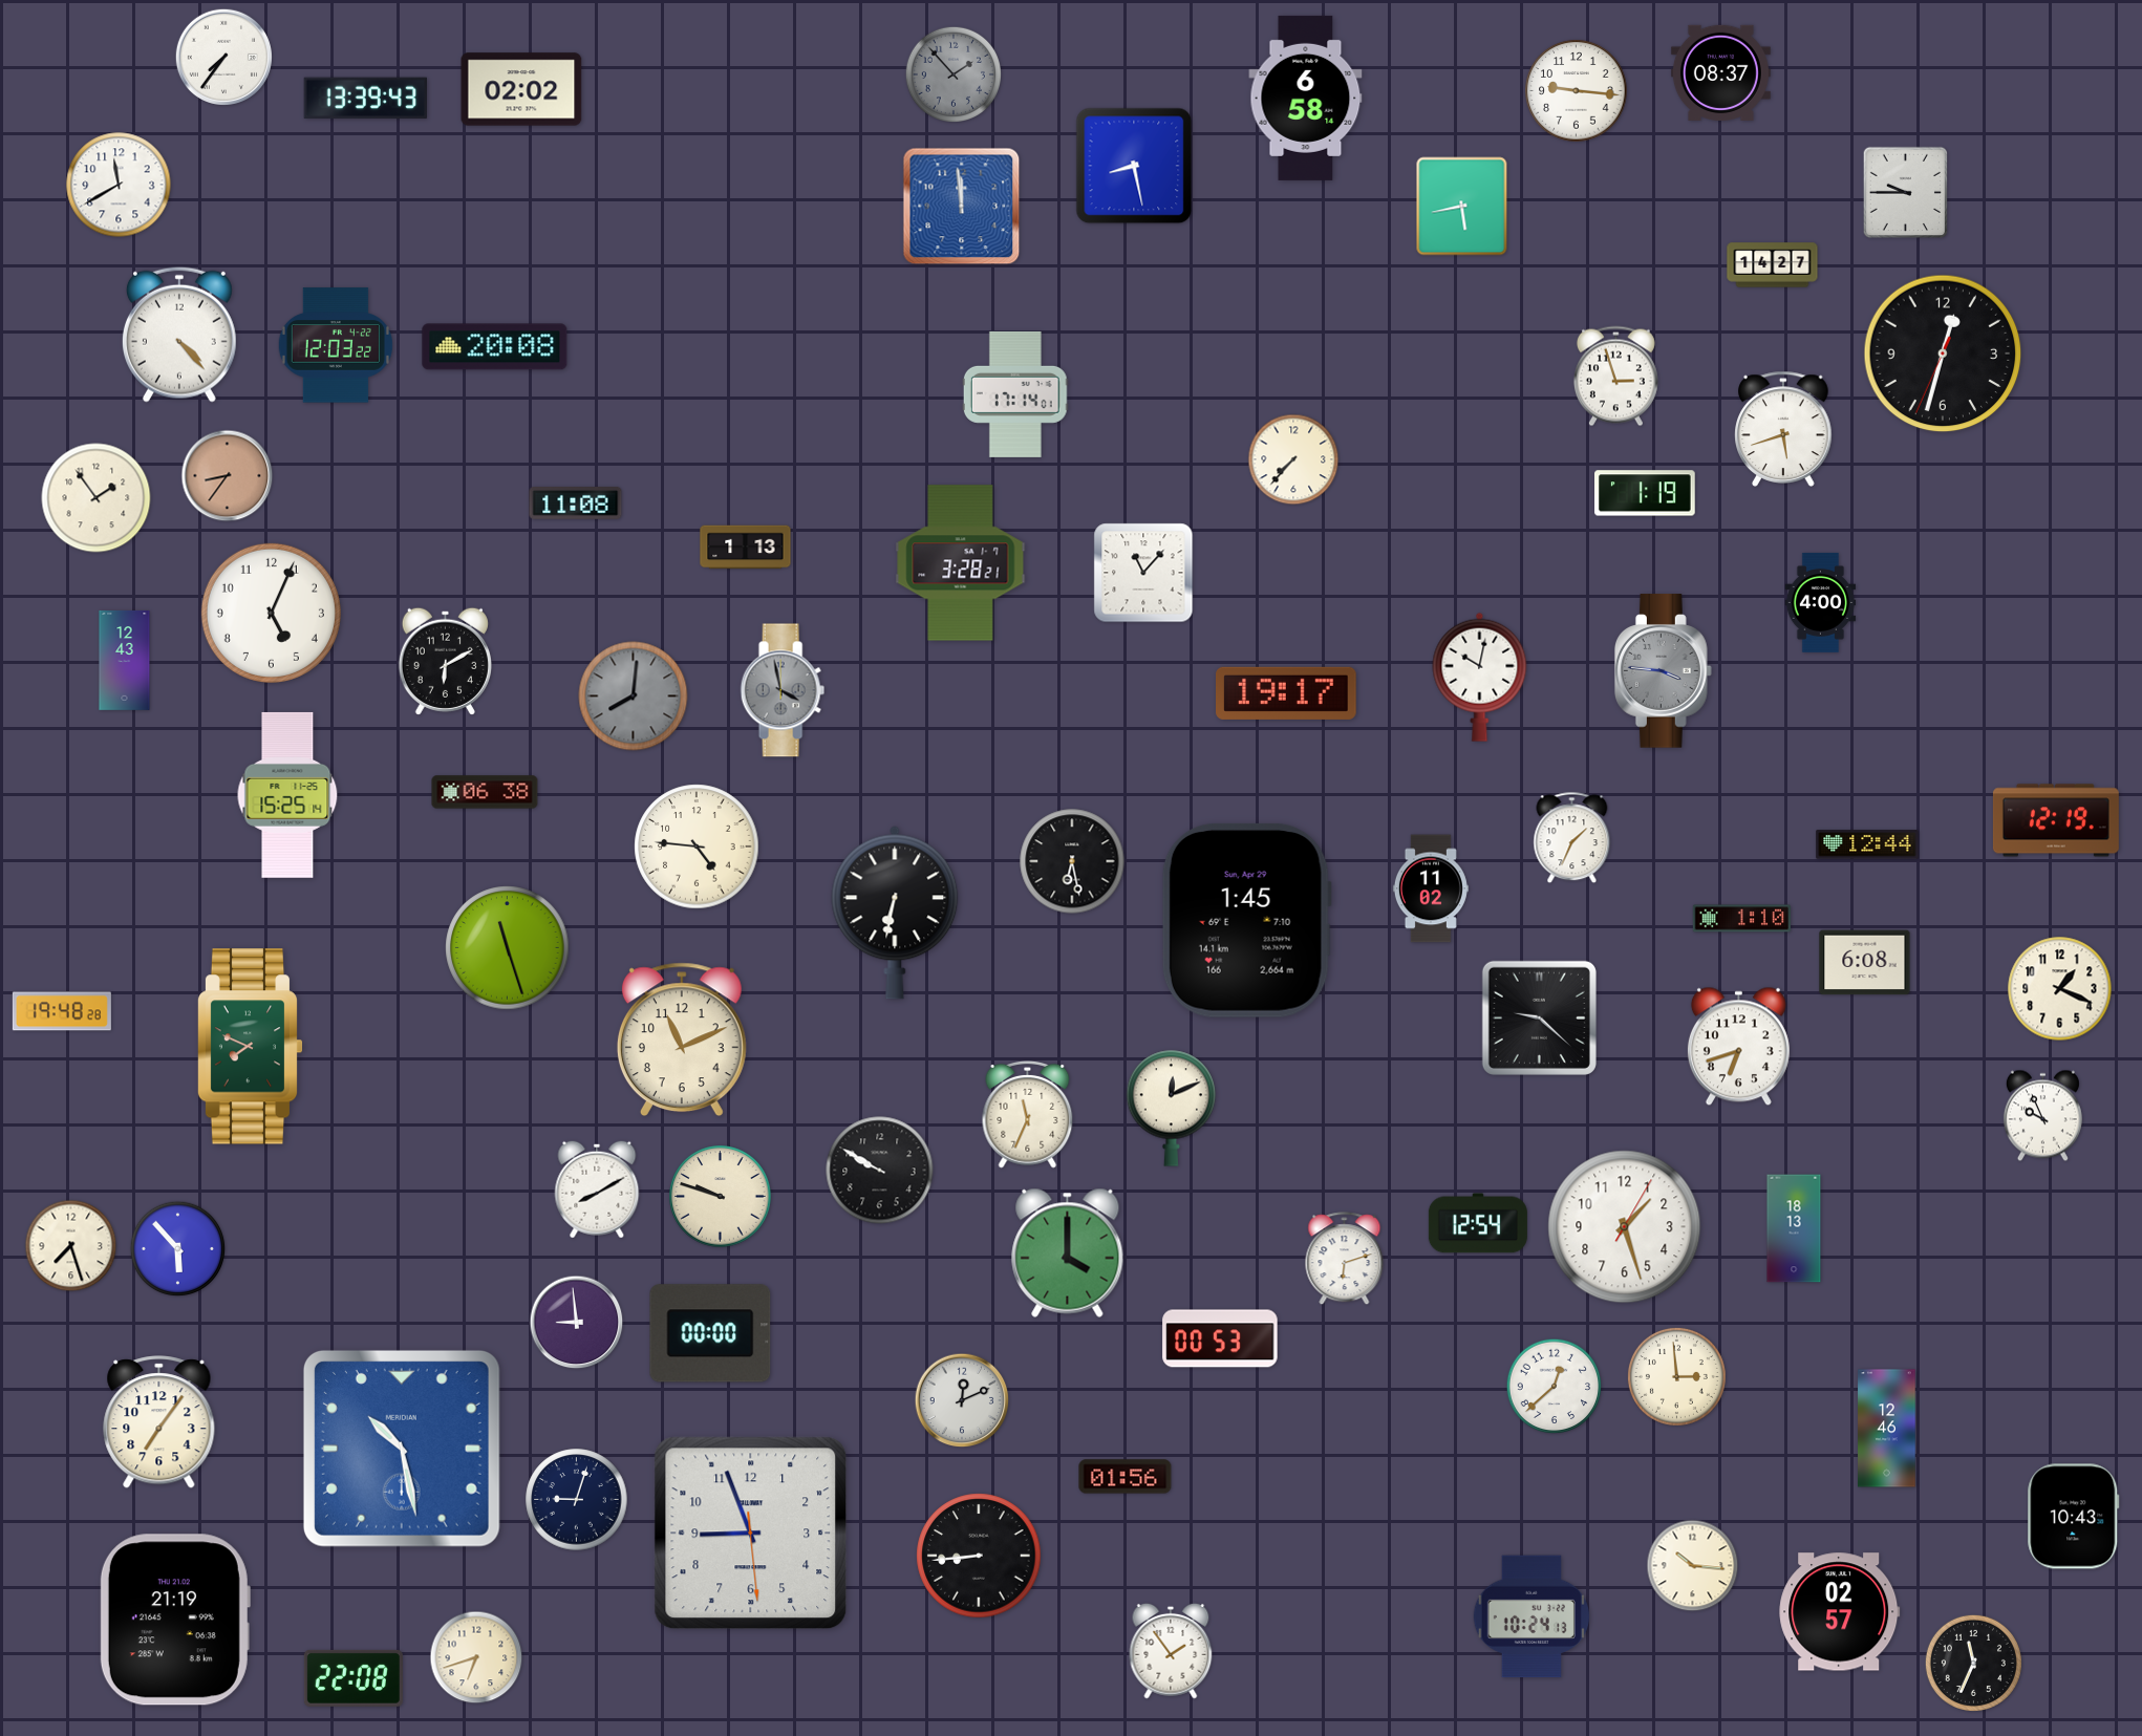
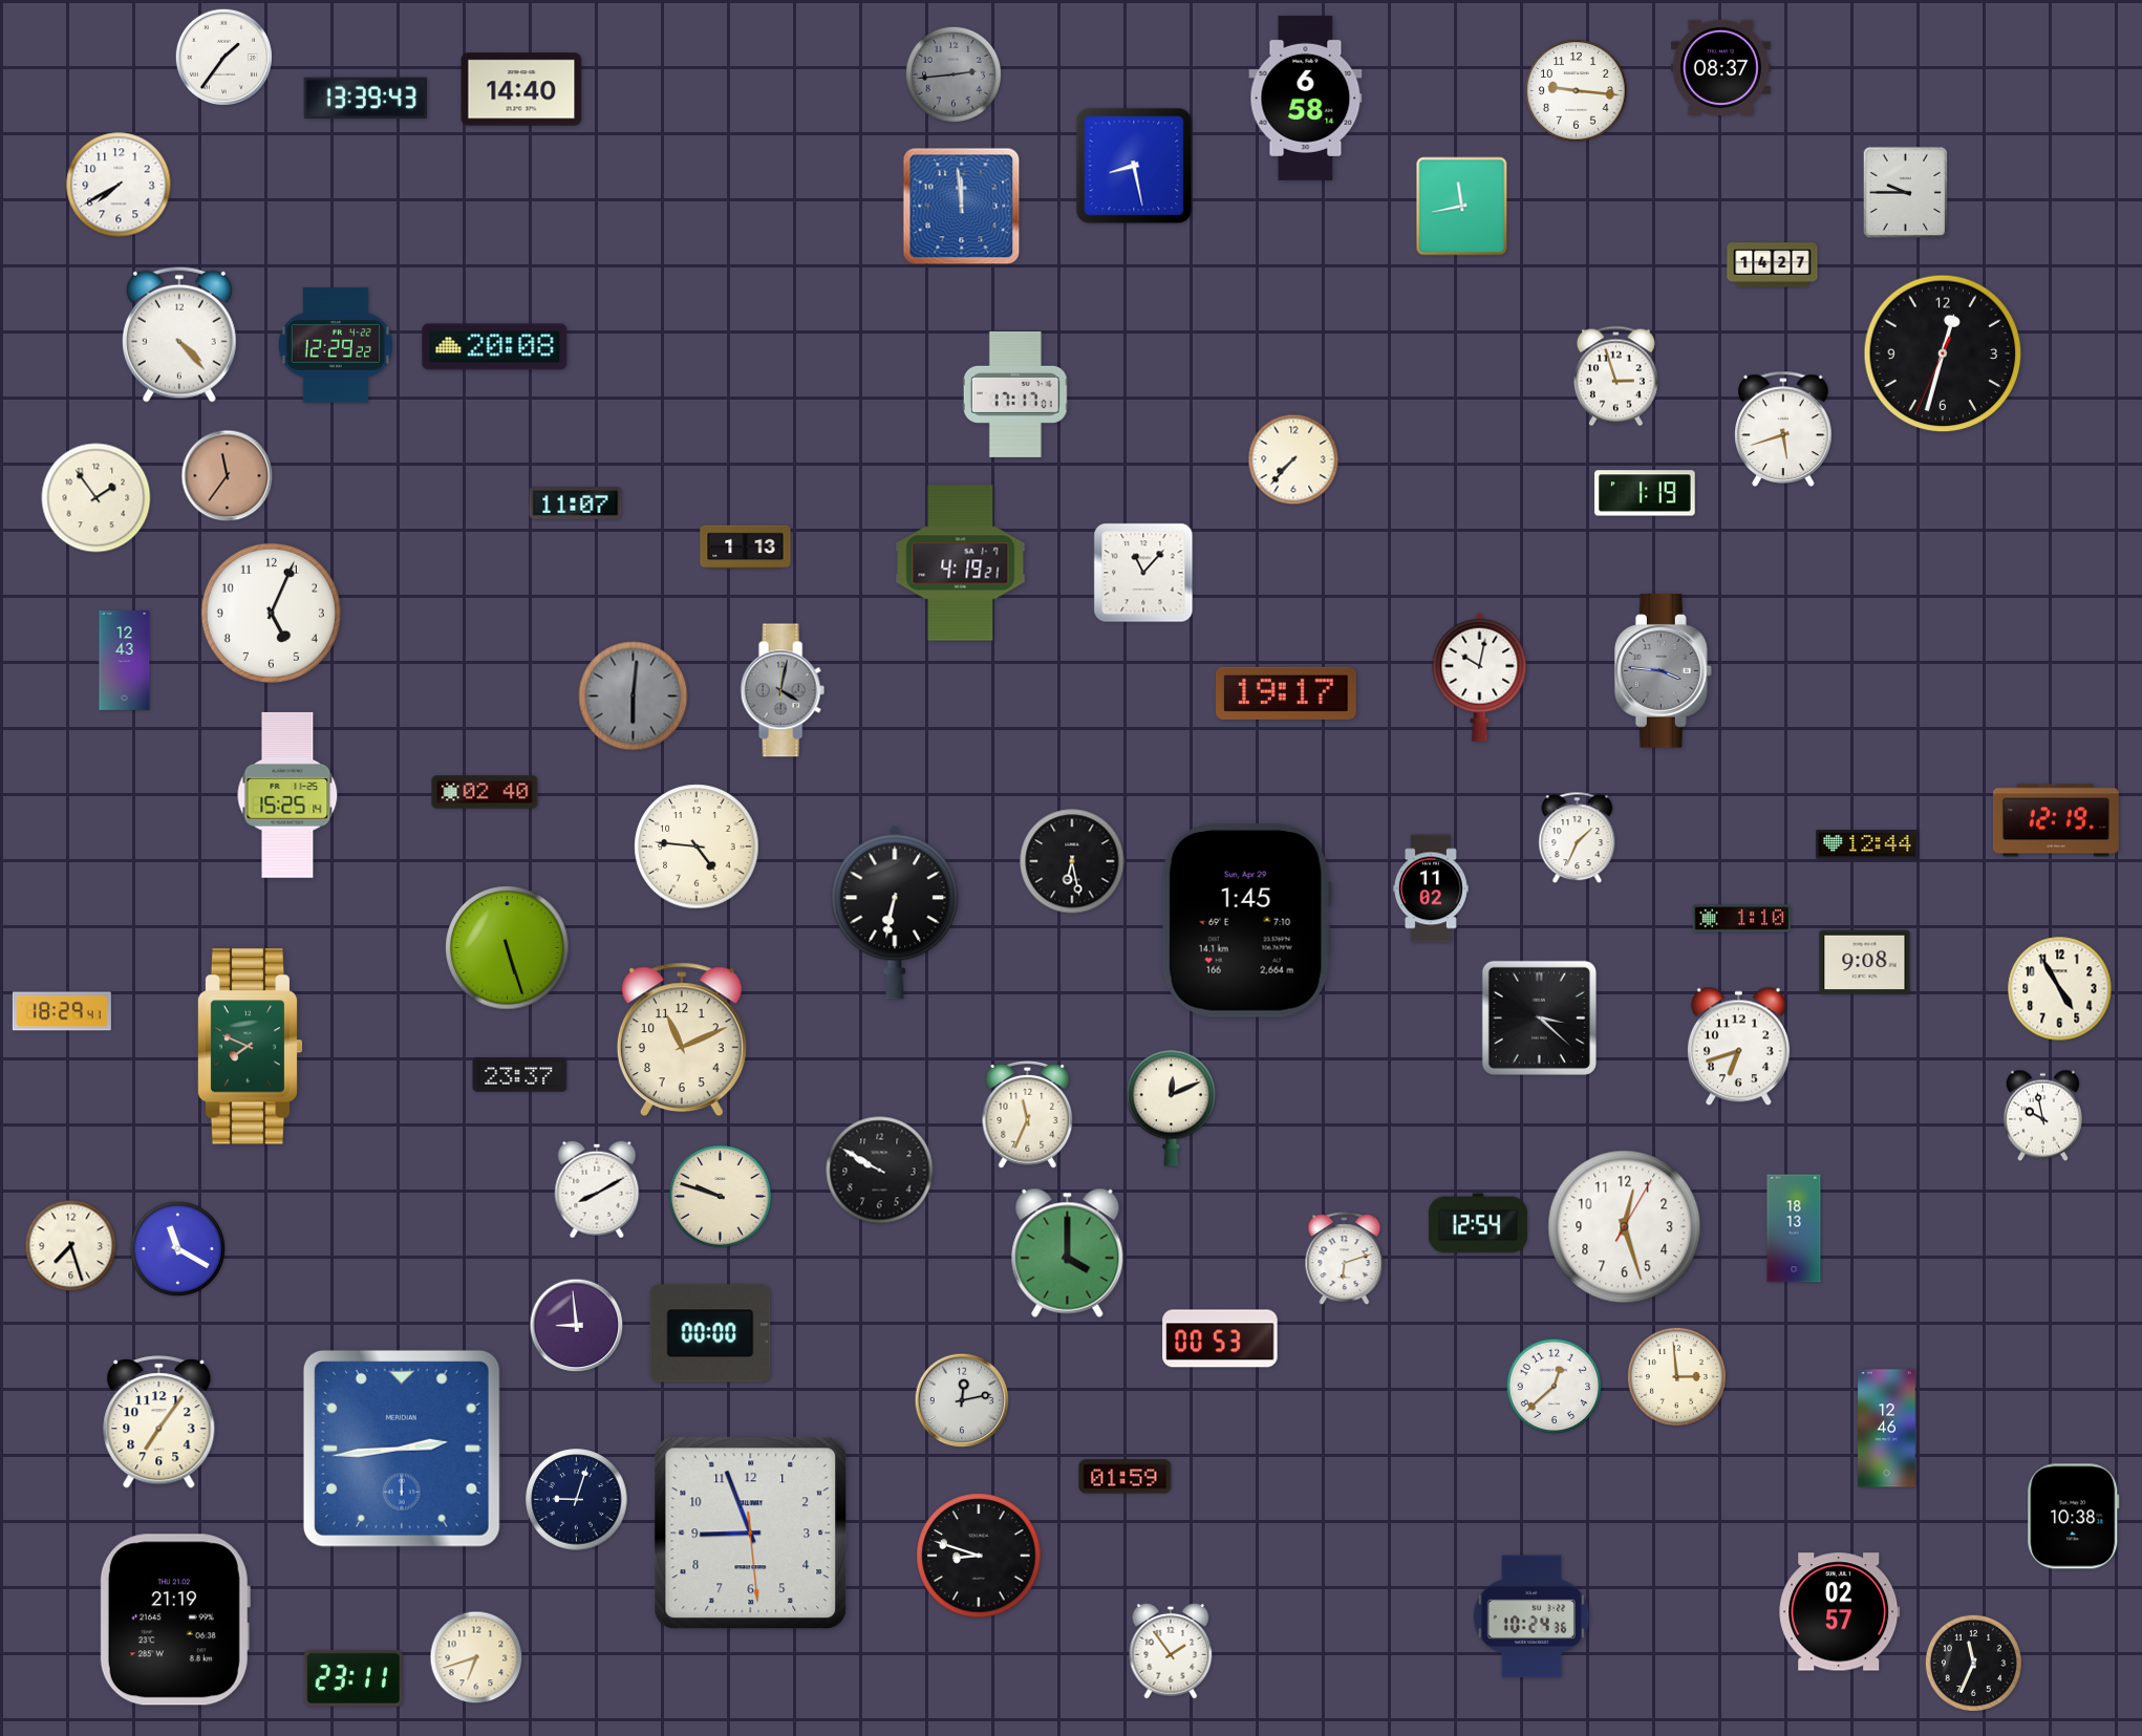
clock at (223, 57): 7:36 -> 1:36
clock at (1720, 72) position: (1720, 72) -> (1720, 67)
clock at (952, 73): 1:53 -> 2:44
clock at (521, 89): 02:02 -> 14:40
clock at (119, 185): 11:40 -> 7:40
clock at (1462, 207): 5:43 -> 11:43
clock at (336, 345): 12:03 -> 12:29
clock at (1015, 394): 17:14 -> 17:17
clock at (228, 476): 8:36 -> 11:36
clock at (576, 503): 11:08 -> 11:07
clock at (961, 563): 3:28 -> 4:19
clock at (1821, 602): 4:00 -> none
clock at (445, 661): 6:10 -> none
clock at (783, 690): 3:58 -> 4:02
clock at (634, 696): 8:01 -> 6:01
clock at (485, 792): 06:38 -> 02:40
clock at (1572, 838) position: (1572, 838) -> (1578, 838)
clock at (508, 948): 11:27 -> 5:27
clock at (1865, 963): 6:08 -> 9:08
clock at (2060, 989): 1:19 -> 4:55
clock at (62, 1011): 19:48 -> 18:29
clock at (1539, 1017): 9:22 -> 3:22
clock at (520, 1075): none -> 23:37
clock at (2042, 1116): 9:56 -> 9:58
clock at (1625, 1227): 1:27 -> 12:27
clock at (178, 1249): 5:53 -> 11:20
clock at (577, 1323) position: (577, 1323) -> (577, 1326)
clock at (962, 1400): 12:11 -> 12:13
clock at (402, 1449): 10:28 -> 2:44
clock at (1126, 1477): 01:56 -> 01:59
clock at (2074, 1517): 10:43 -> 10:38
clock at (979, 1556): 8:44 -> 8:48
clock at (1693, 1566): 10:16 -> none
clock at (1531, 1616): 10:24:13 -> 10:24:36
clock at (354, 1678): 22:08 -> 23:11
